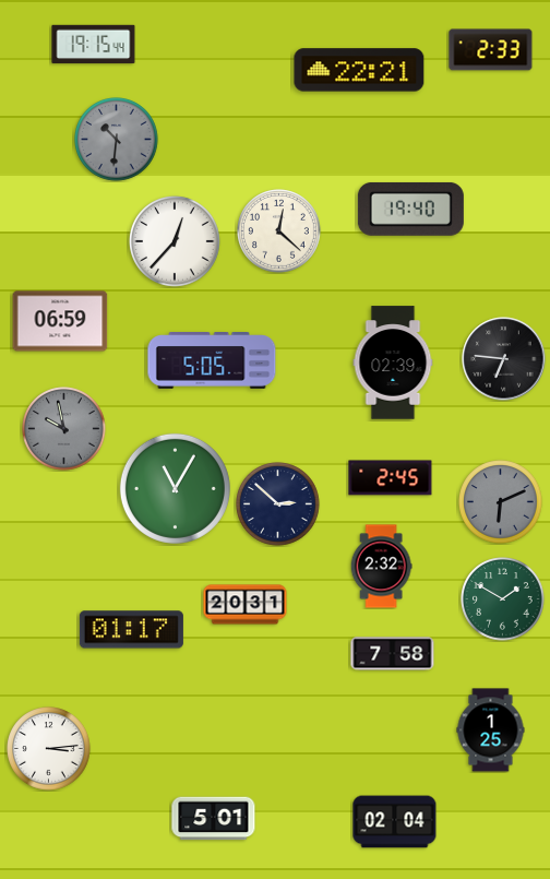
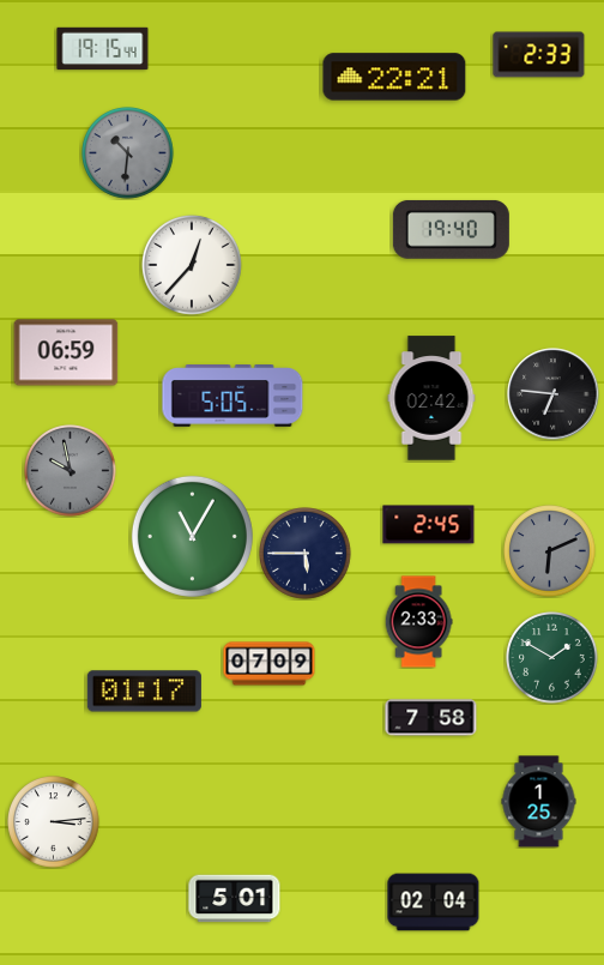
clock at (279, 231): 12:22 -> none
clock at (393, 363): 02:39 -> 02:42
clock at (278, 504): 2:52 -> 5:45
clock at (381, 567): 2:32 -> 2:33
clock at (246, 605): 20:31 -> 07:09
